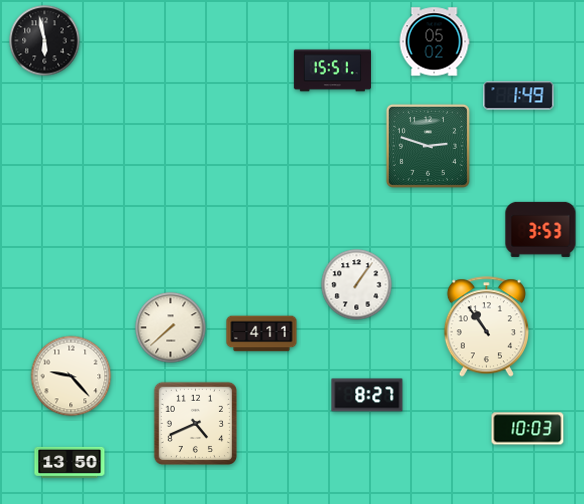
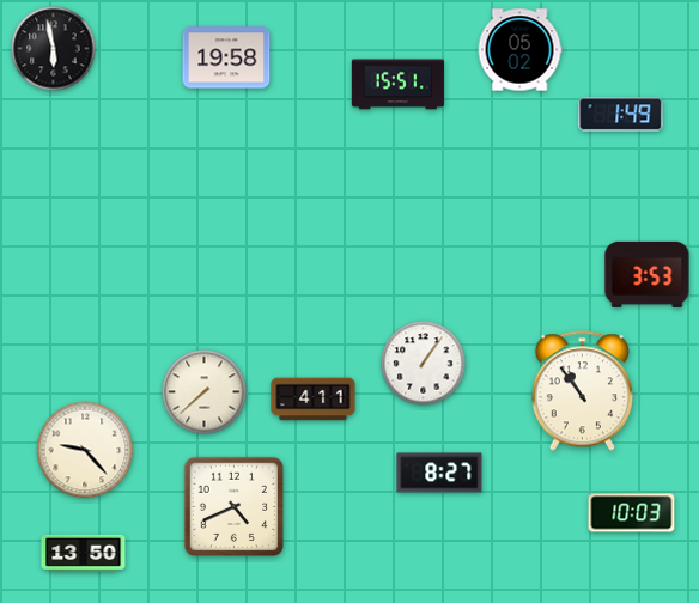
clock at (226, 57): none -> 19:58
clock at (428, 146): 2:48 -> none
clock at (357, 285) position: (357, 285) -> (424, 364)
